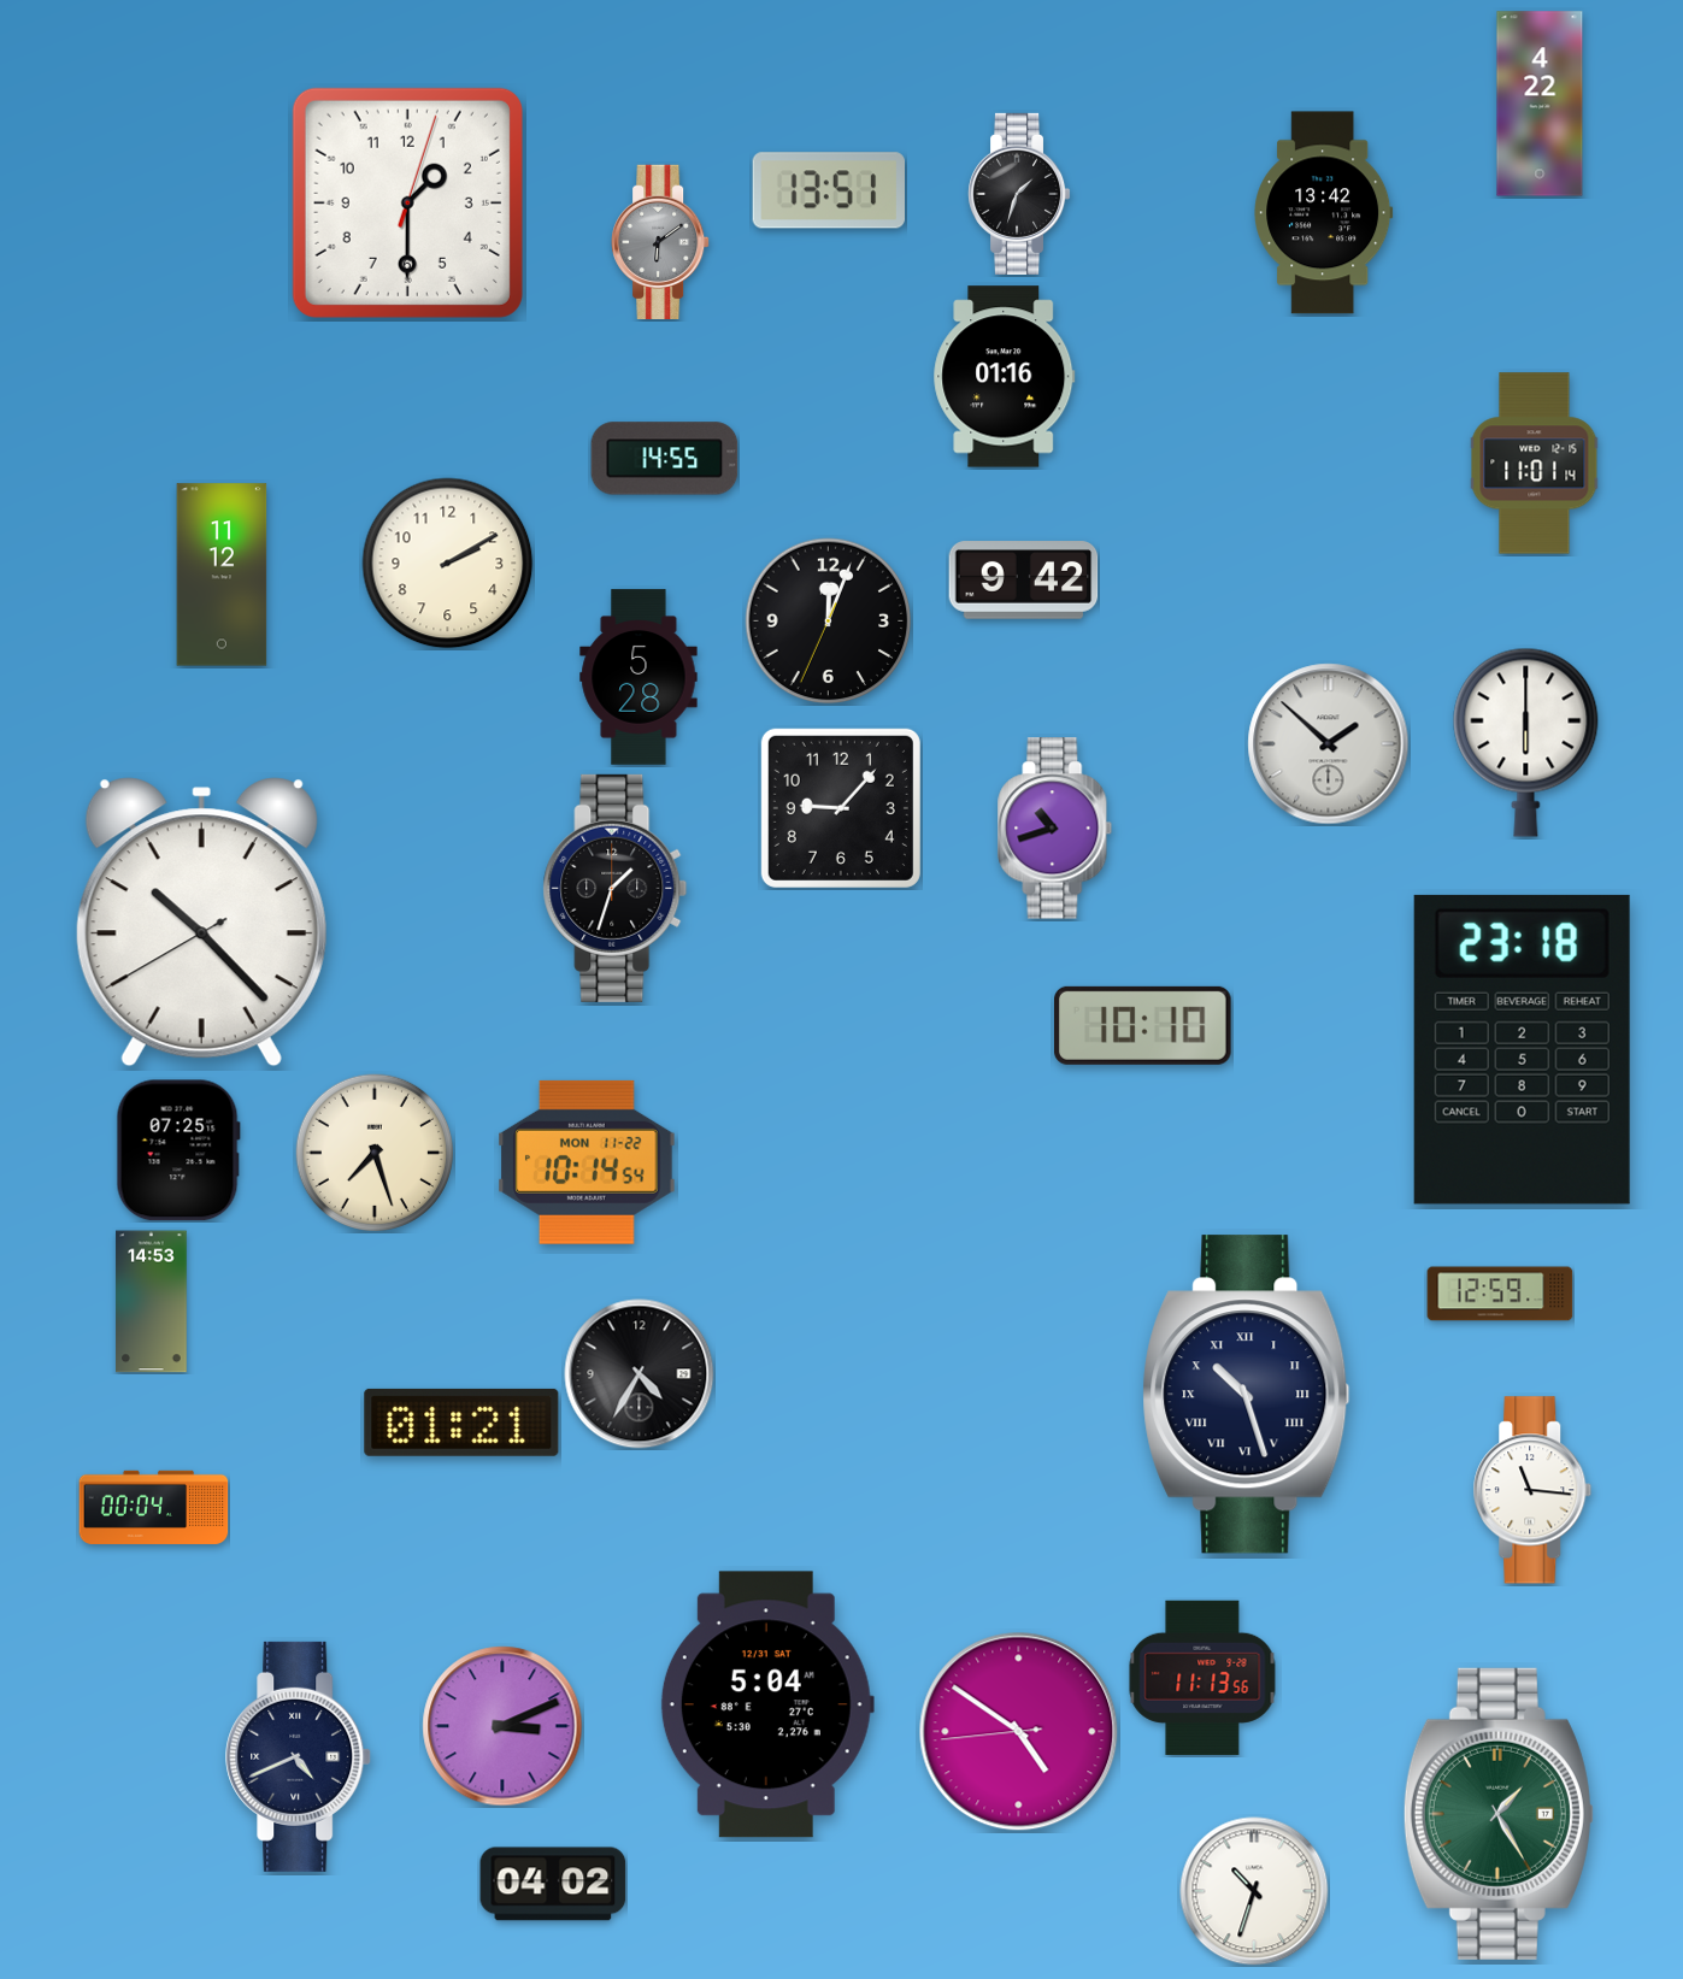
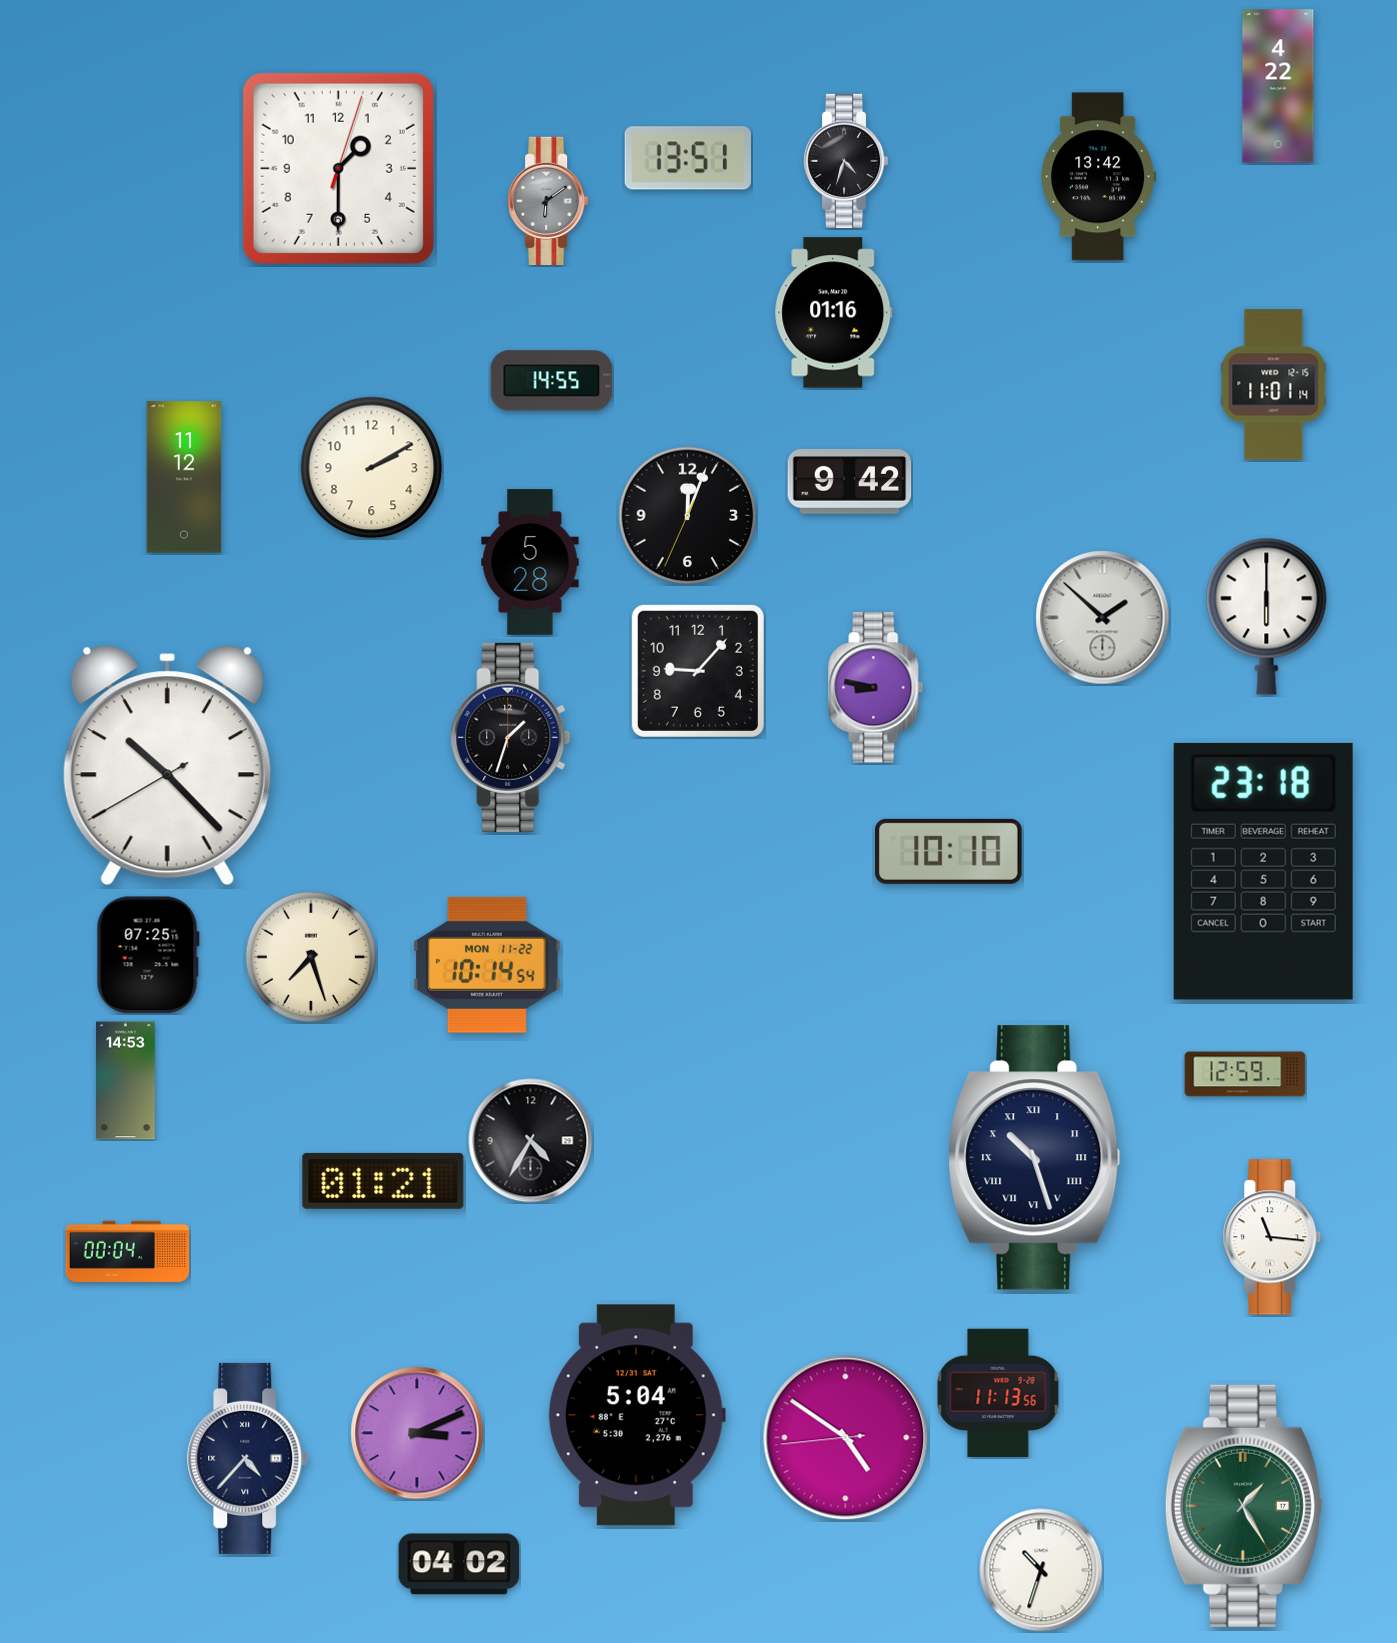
clock at (1019, 194): 1:33 -> 4:33
clock at (1055, 829): 10:42 -> 8:47
clock at (299, 1756): 4:41 -> 4:37
